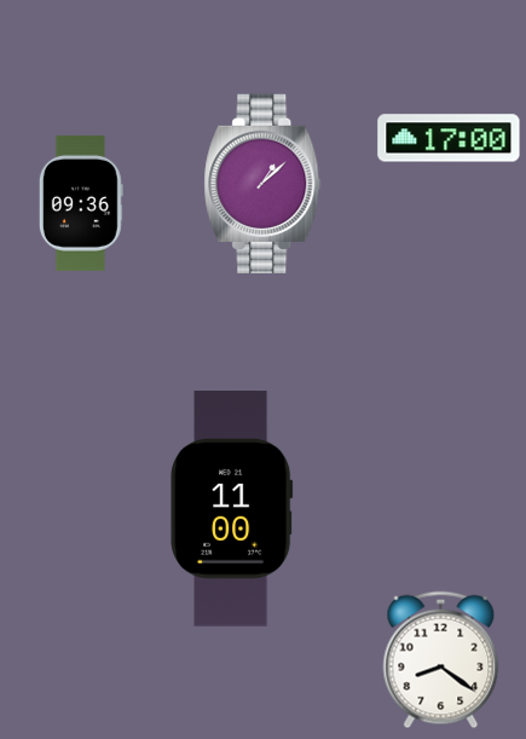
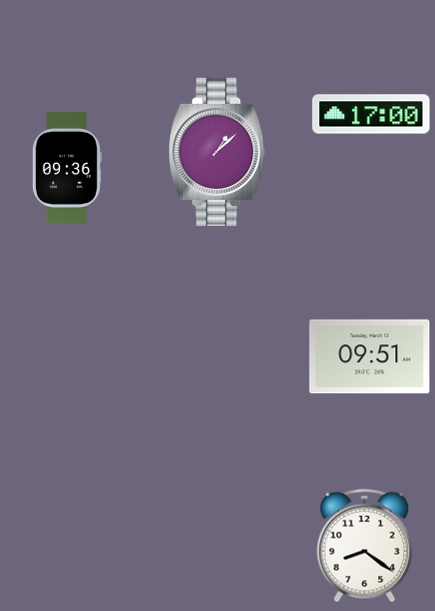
clock at (370, 357): none -> 09:51
clock at (232, 509): 11:00 -> none
